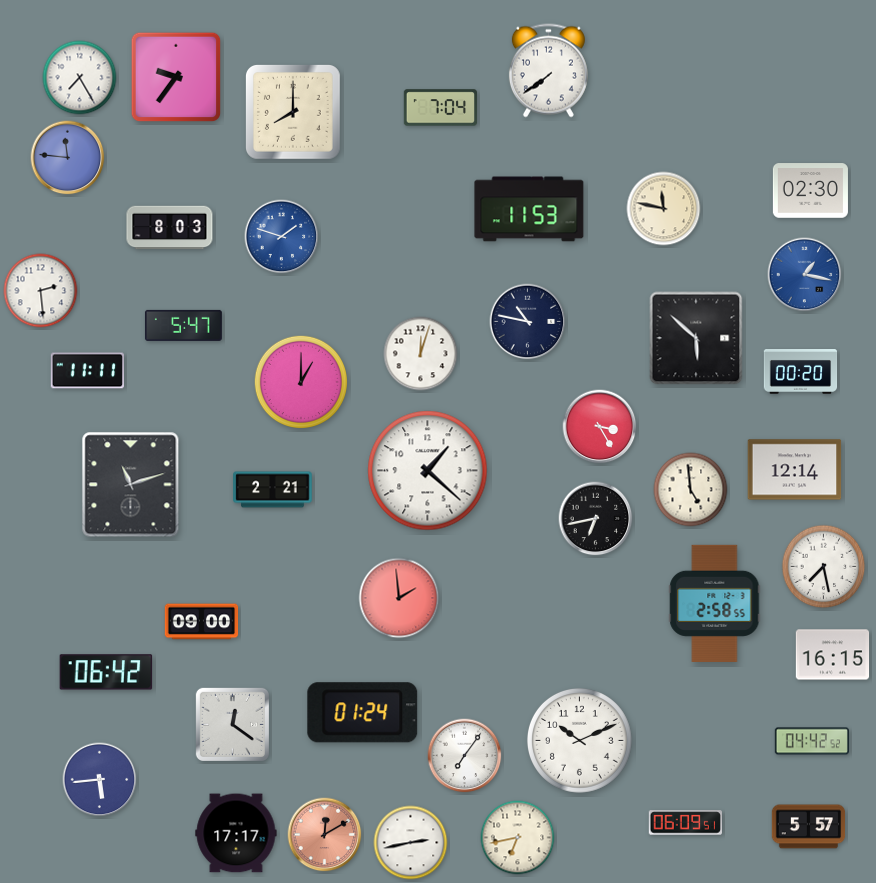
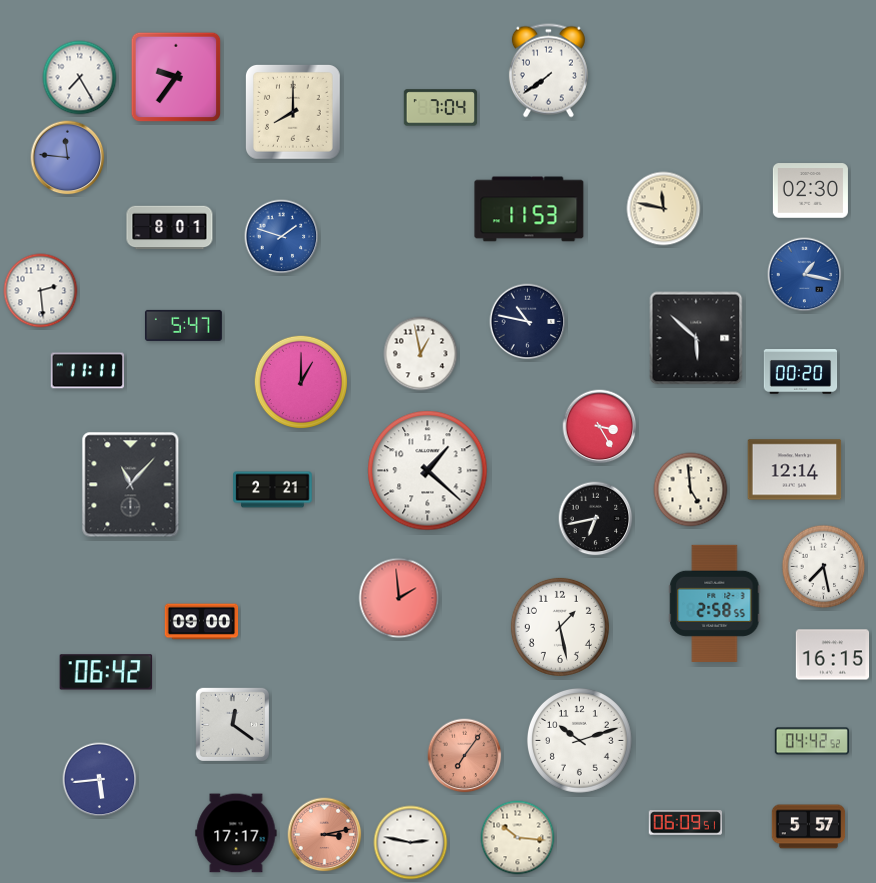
clock at (170, 228): 8:03 -> 8:01
clock at (421, 354): 12:03 -> 12:58
clock at (131, 485): 11:12 -> 11:07
clock at (560, 627): none -> 1:28
clock at (363, 713): 01:24 -> none
clock at (579, 740): 10:11 -> 10:12
clock at (465, 756) dial: white -> salmon
clock at (325, 835): 12:10 -> 3:13
clock at (518, 838): 6:43 -> 10:16
clock at (411, 843): 2:43 -> 2:47
